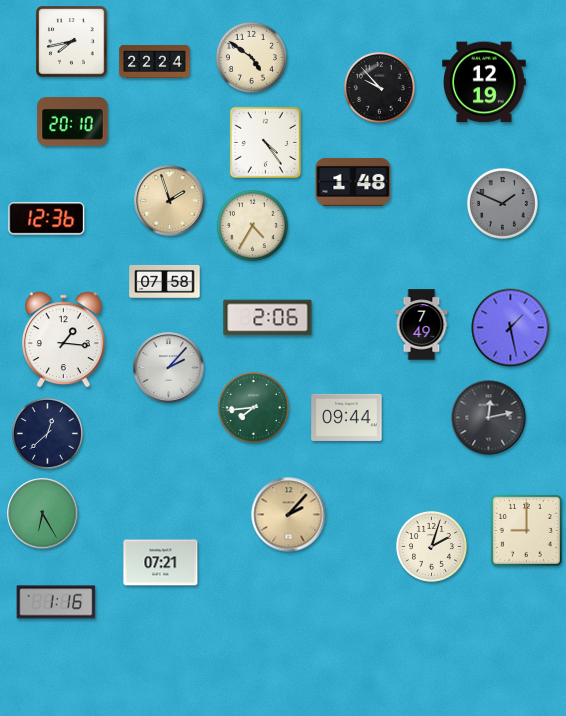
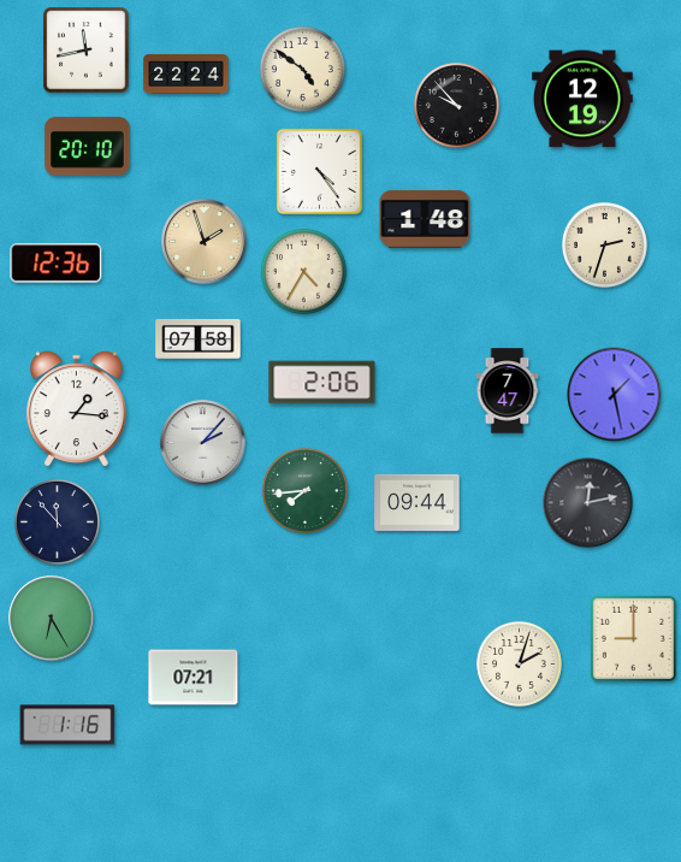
clock at (72, 42): 7:43 -> 11:43
clock at (502, 203): 1:49 -> 2:33
clock at (502, 203) dial: grey -> cream
clock at (422, 325): 7:49 -> 7:47
clock at (47, 433): 12:38 -> 11:53
clock at (289, 515): 2:07 -> none
clock at (431, 546) position: (431, 546) -> (519, 663)
